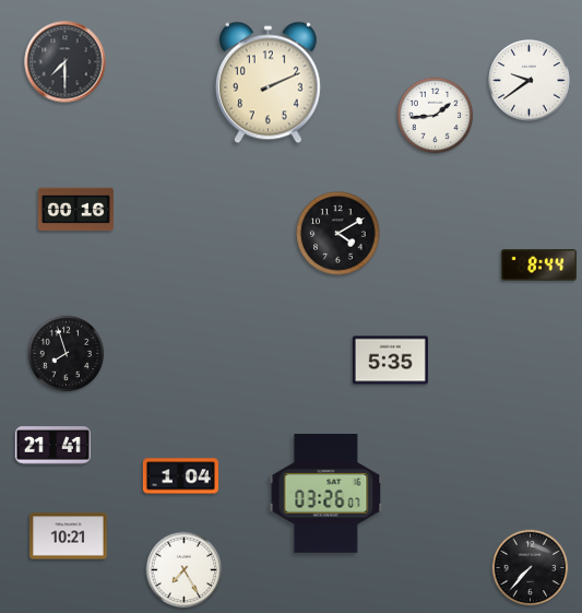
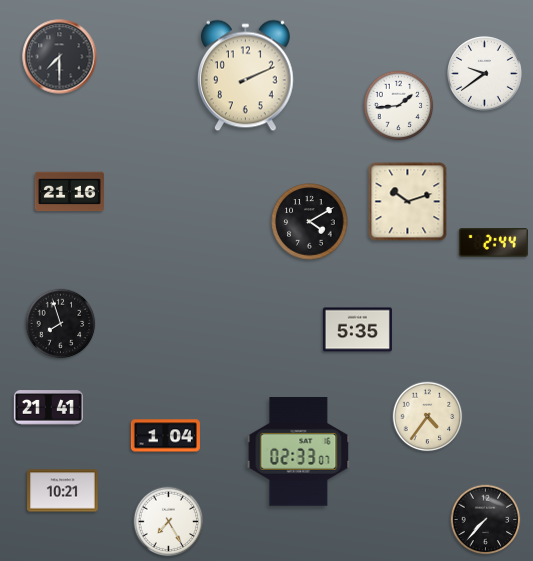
clock at (75, 210): 00:16 -> 21:16
clock at (408, 202): none -> 10:12
clock at (338, 234) position: (338, 234) -> (310, 222)
clock at (538, 266): 8:44 -> 2:44
clock at (428, 417): none -> 4:36
clock at (326, 494): 03:26 -> 02:33
